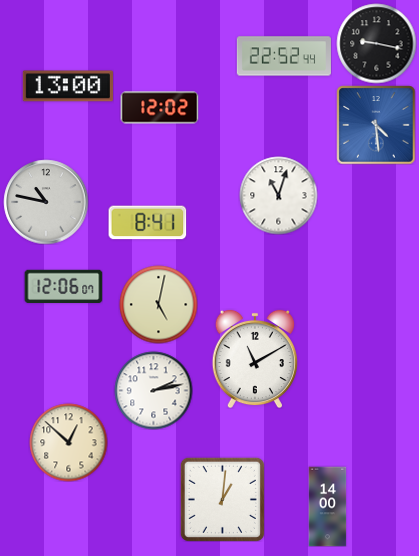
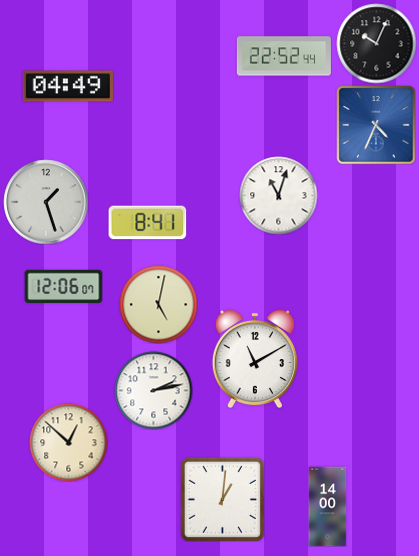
clock at (376, 43): 9:17 -> 10:04
clock at (68, 86): 13:00 -> 04:49
clock at (159, 108): 12:02 -> none
clock at (376, 125): 4:29 -> 4:34
clock at (46, 202): 10:47 -> 1:27
